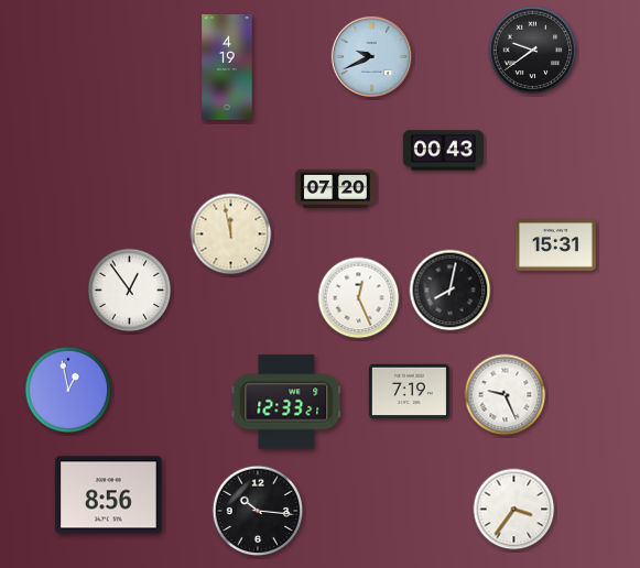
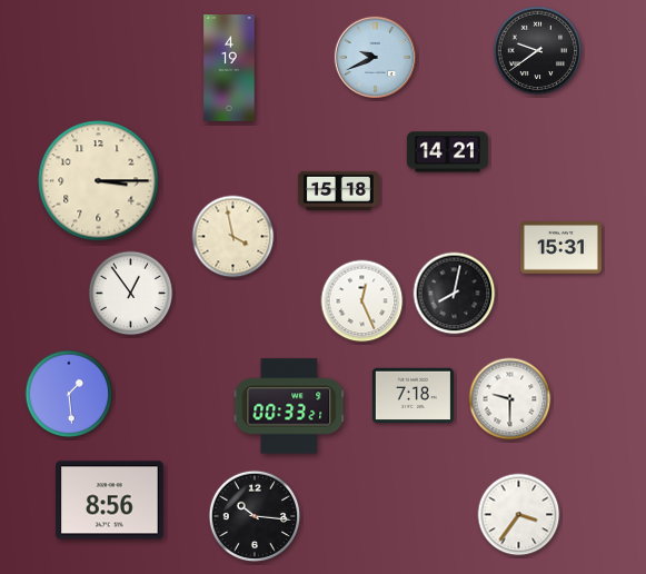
clock at (443, 151): 00:43 -> 14:21
clock at (99, 181): none -> 3:15
clock at (335, 188): 07:20 -> 15:18
clock at (231, 234): 11:58 -> 3:58
clock at (68, 390): 12:58 -> 1:29
clock at (409, 392): 7:19 -> 7:18
clock at (506, 395): 9:26 -> 9:30
clock at (286, 402): 12:33 -> 00:33
clock at (258, 511) position: (258, 511) -> (255, 516)
